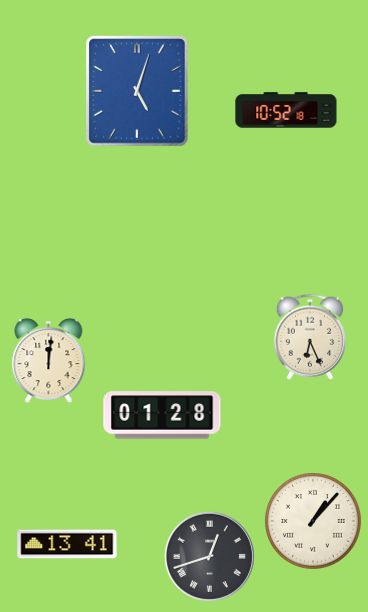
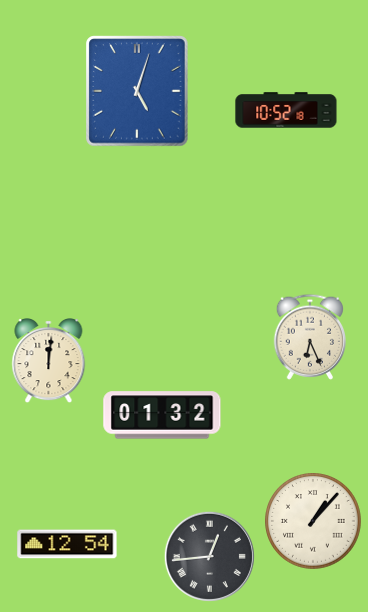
clock at (162, 415): 01:28 -> 01:32
clock at (67, 544): 13:41 -> 12:54
clock at (209, 556): 12:42 -> 12:44
